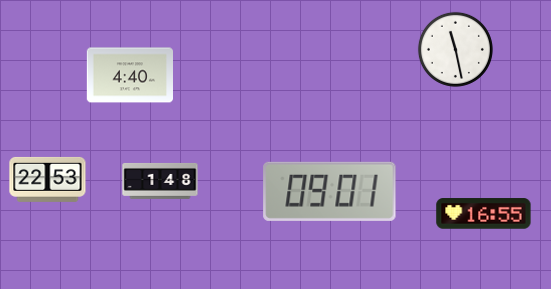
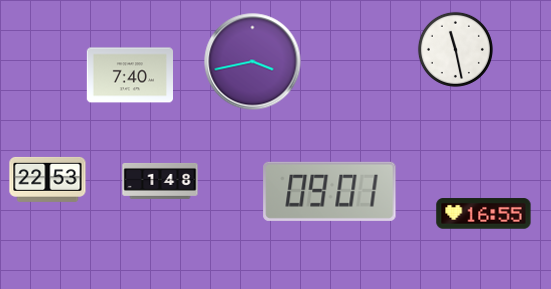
clock at (253, 62): none -> 3:43
clock at (129, 75): 4:40 -> 7:40
